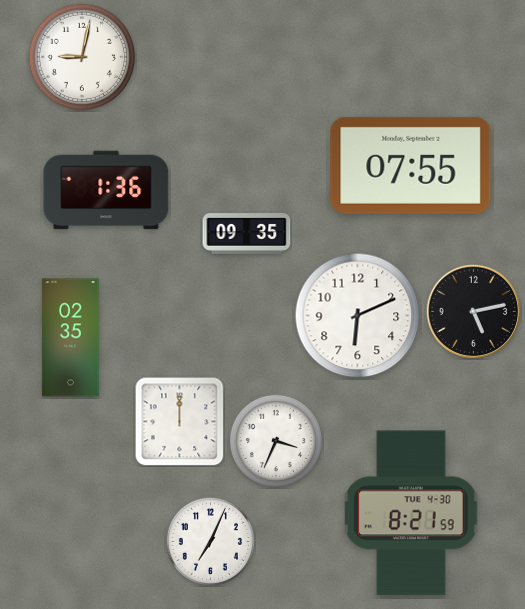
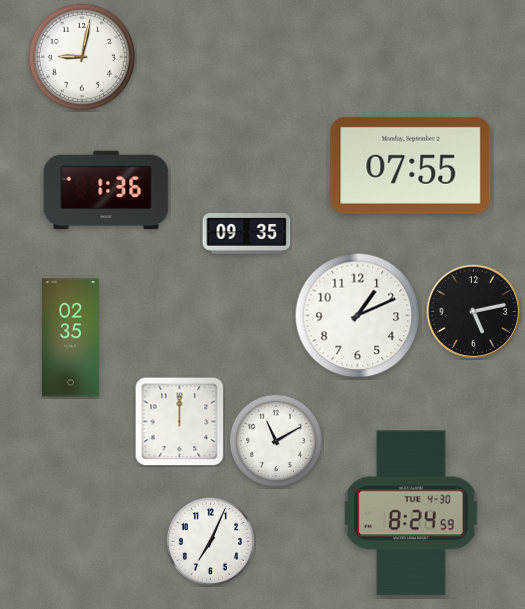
clock at (358, 316): 6:11 -> 1:11
clock at (276, 441): 3:34 -> 11:10
clock at (412, 513): 8:21 -> 8:24
